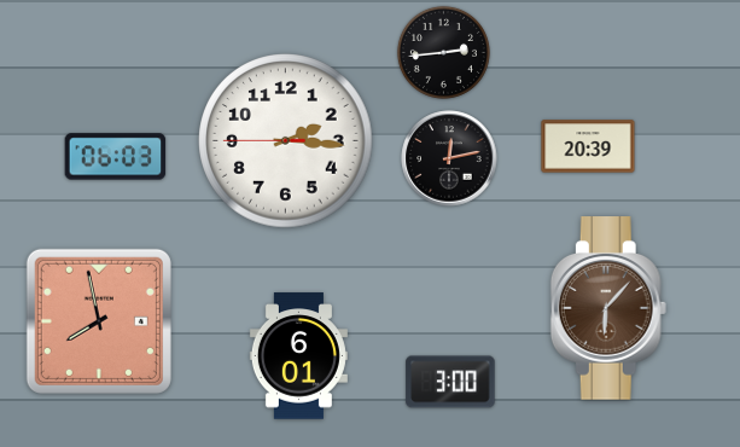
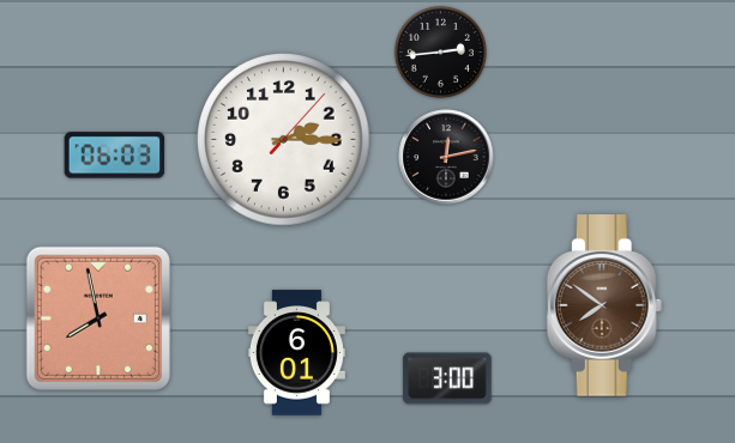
clock at (286, 141): 2:15:45 -> 2:15:07
clock at (588, 146): 20:39 -> none
clock at (608, 308): 6:07 -> 7:51
